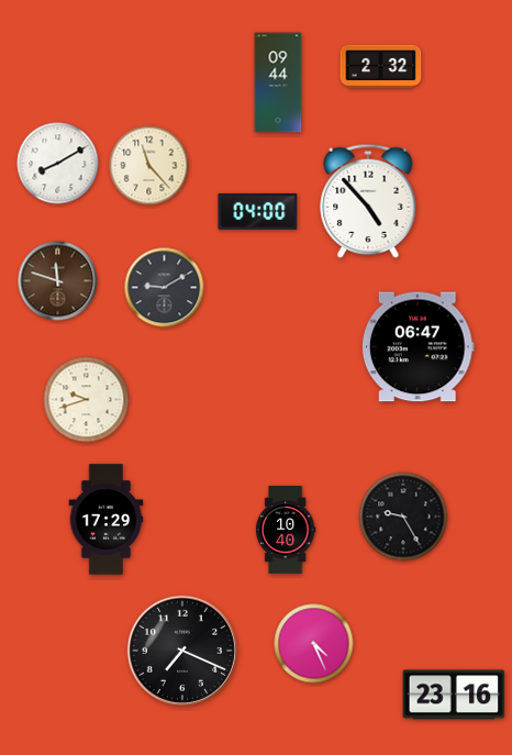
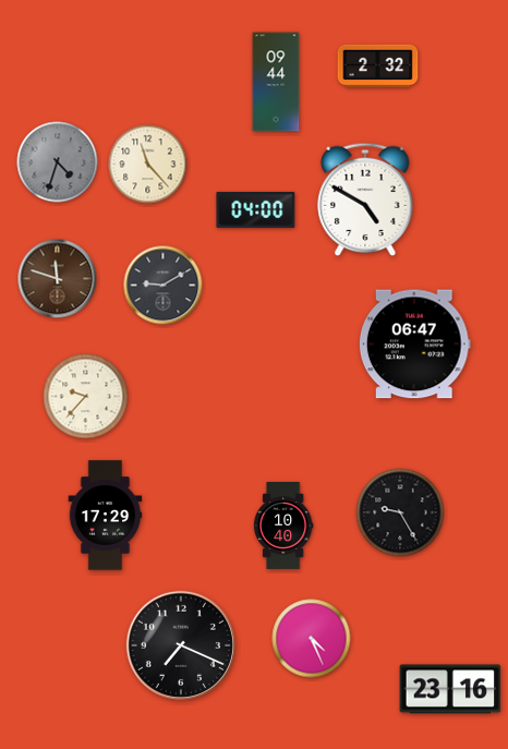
clock at (58, 164): 8:10 -> 4:33
clock at (58, 164) dial: white -> grey
clock at (368, 200): 4:53 -> 4:50
clock at (87, 400): 9:42 -> 9:37
